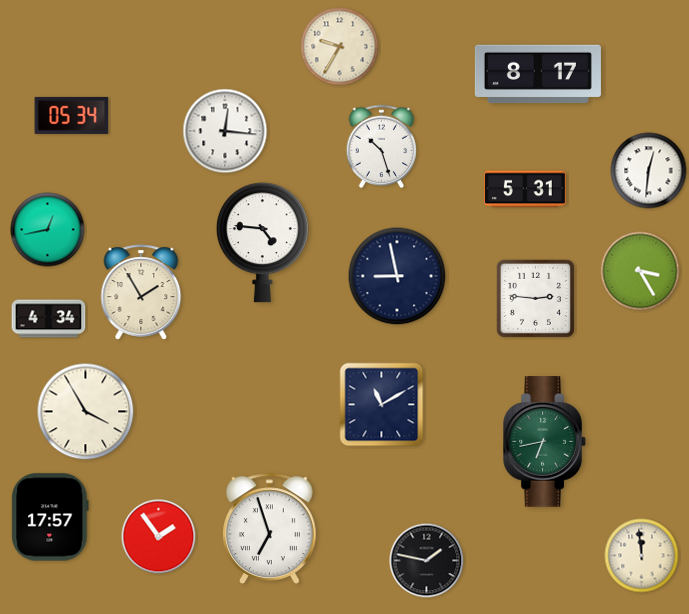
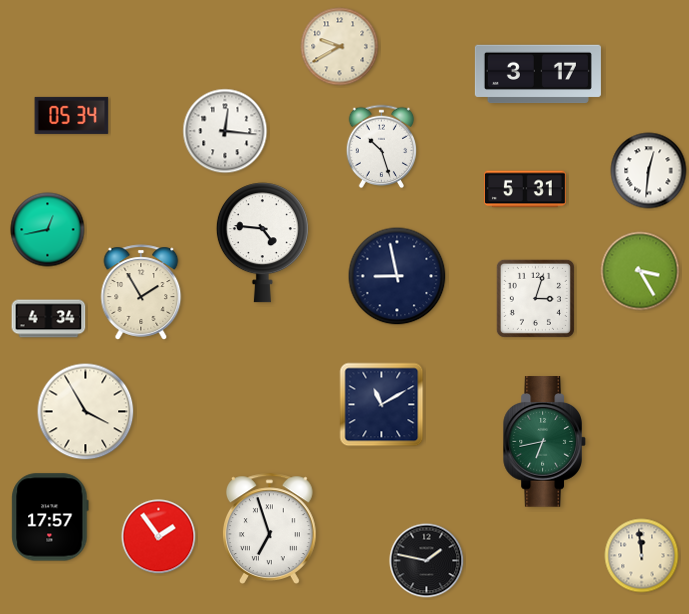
clock at (340, 47): 9:35 -> 9:40
clock at (538, 74): 8:17 -> 3:17
clock at (535, 298): 2:46 -> 3:03
